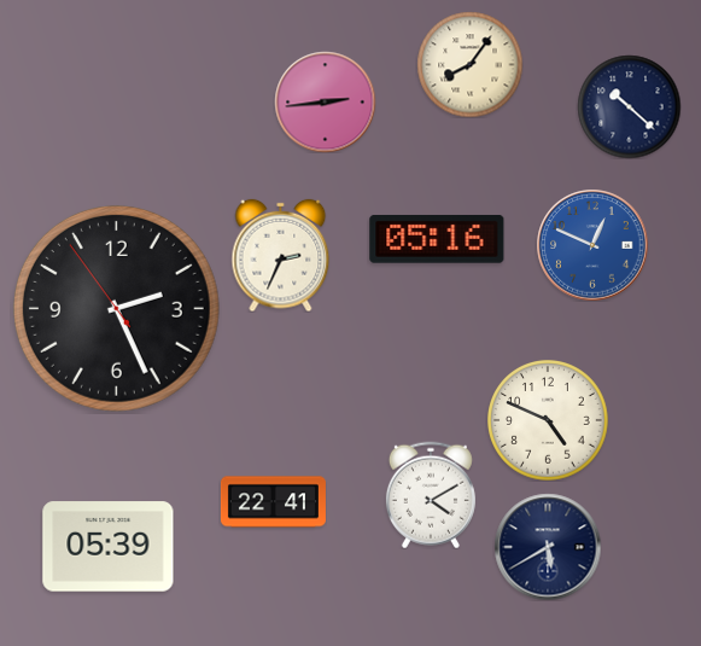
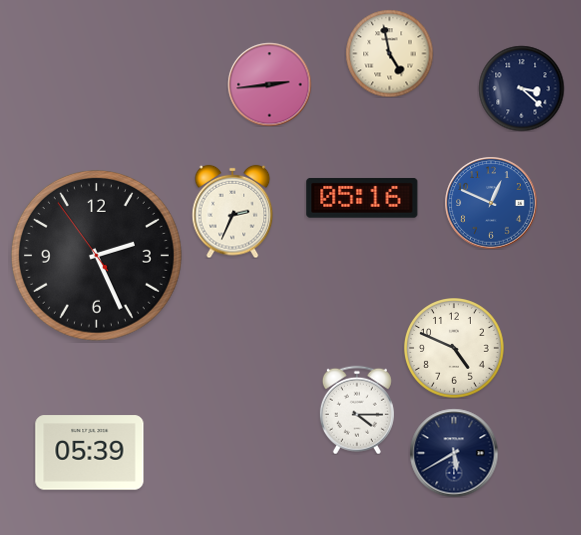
clock at (469, 64): 8:06 -> 4:58
clock at (629, 106): 10:22 -> 3:22
clock at (431, 495): 4:10 -> 4:15
clock at (273, 502): 22:41 -> none
